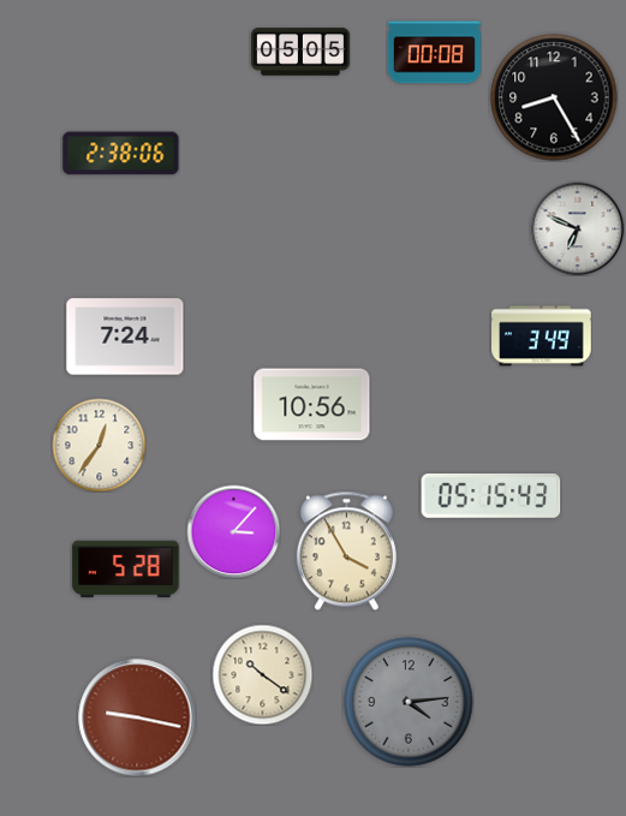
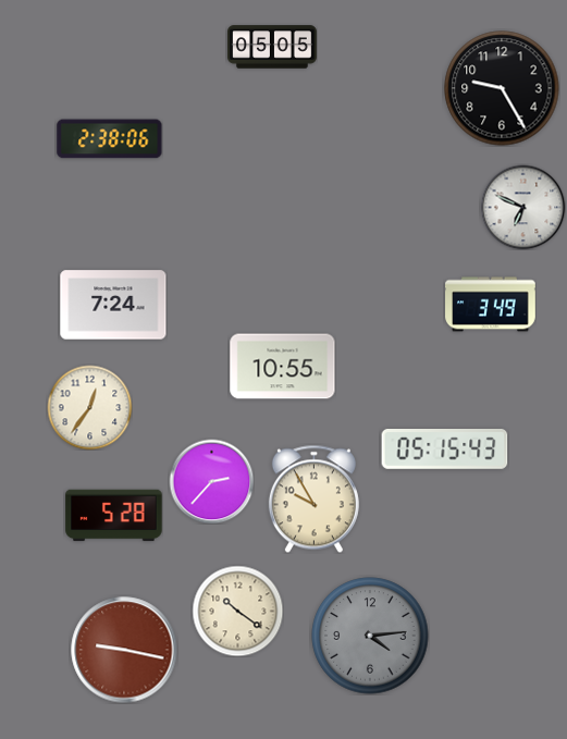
clock at (434, 53): 00:08 -> none
clock at (554, 97): 8:25 -> 9:25
clock at (312, 405): 10:56 -> 10:55
clock at (99, 445) position: (99, 445) -> (89, 407)
clock at (233, 531): 3:07 -> 2:37
clock at (346, 550): 3:55 -> 9:55
